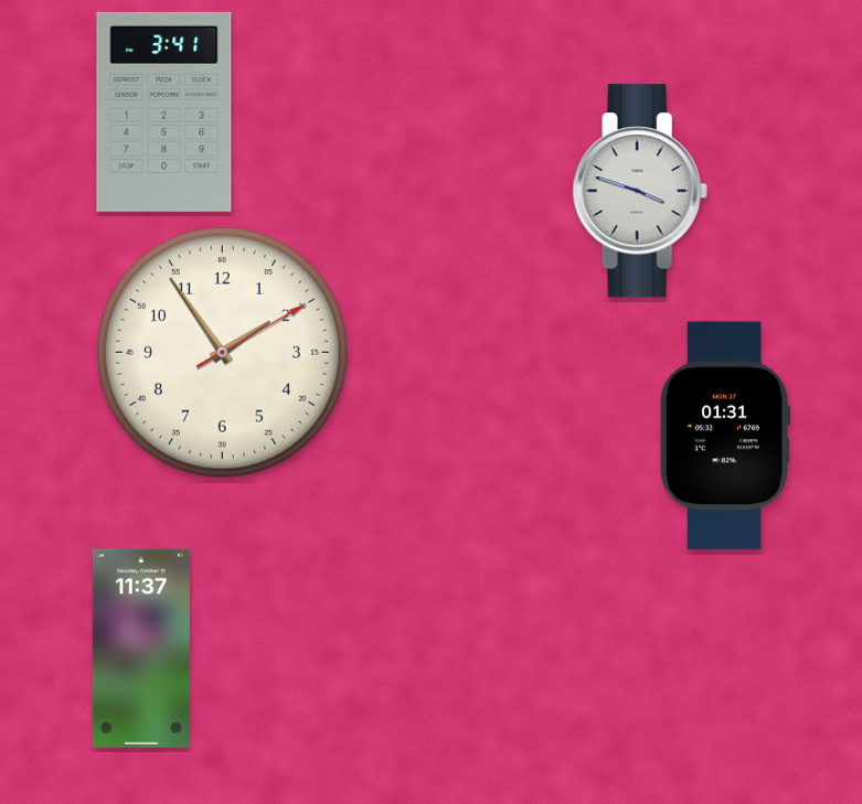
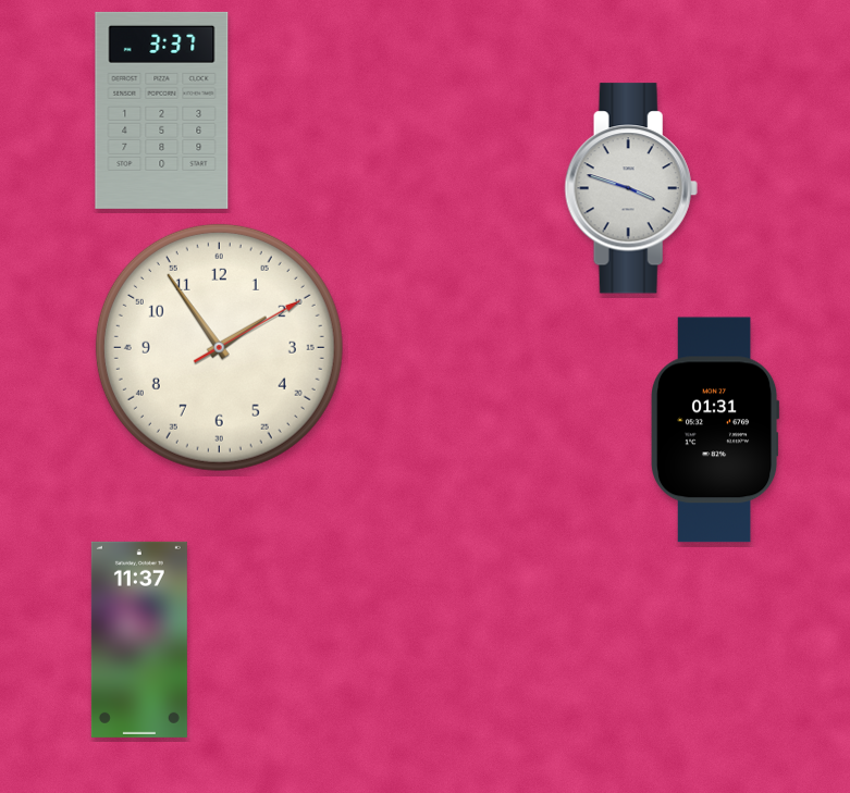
clock at (164, 111): 3:41 -> 3:37
